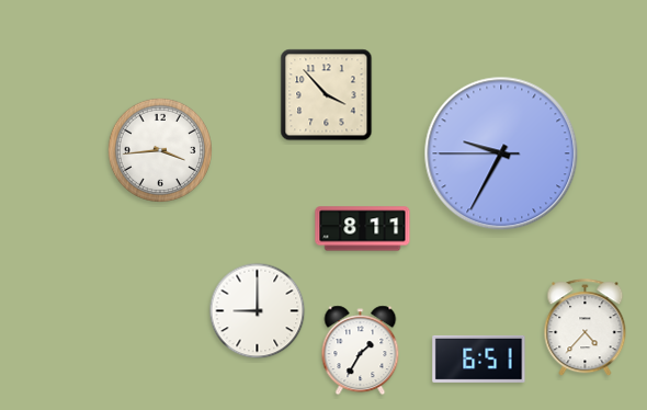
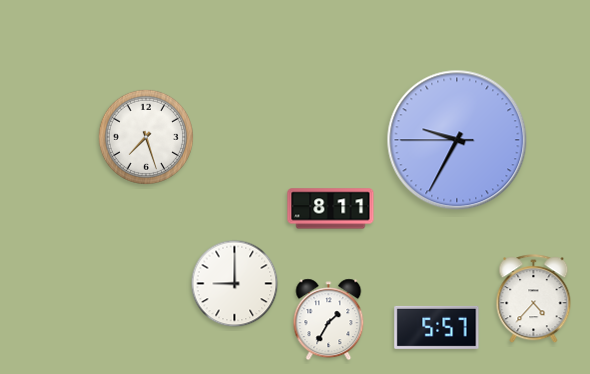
clock at (327, 95): 3:53 -> none
clock at (160, 150): 3:44 -> 7:27
clock at (479, 358): 6:51 -> 5:57
